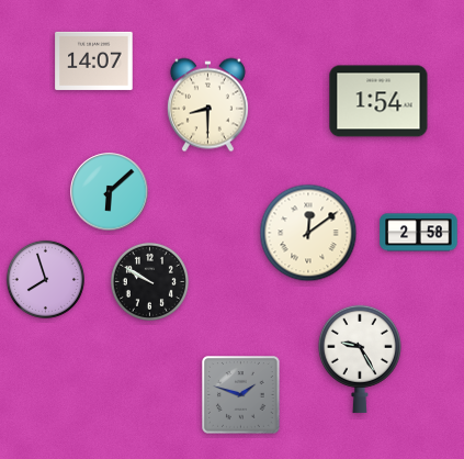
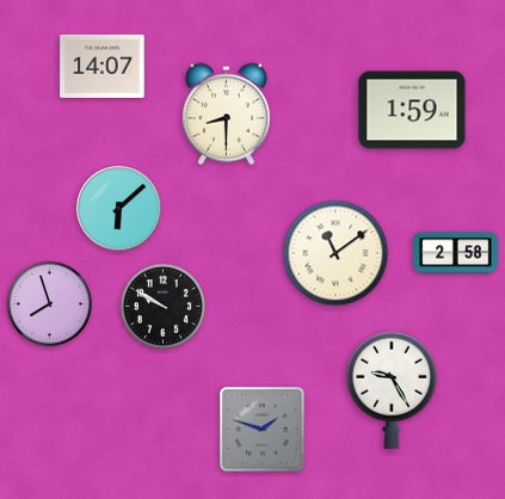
clock at (378, 101): 1:54 -> 1:59
clock at (308, 233): 12:09 -> 11:09
